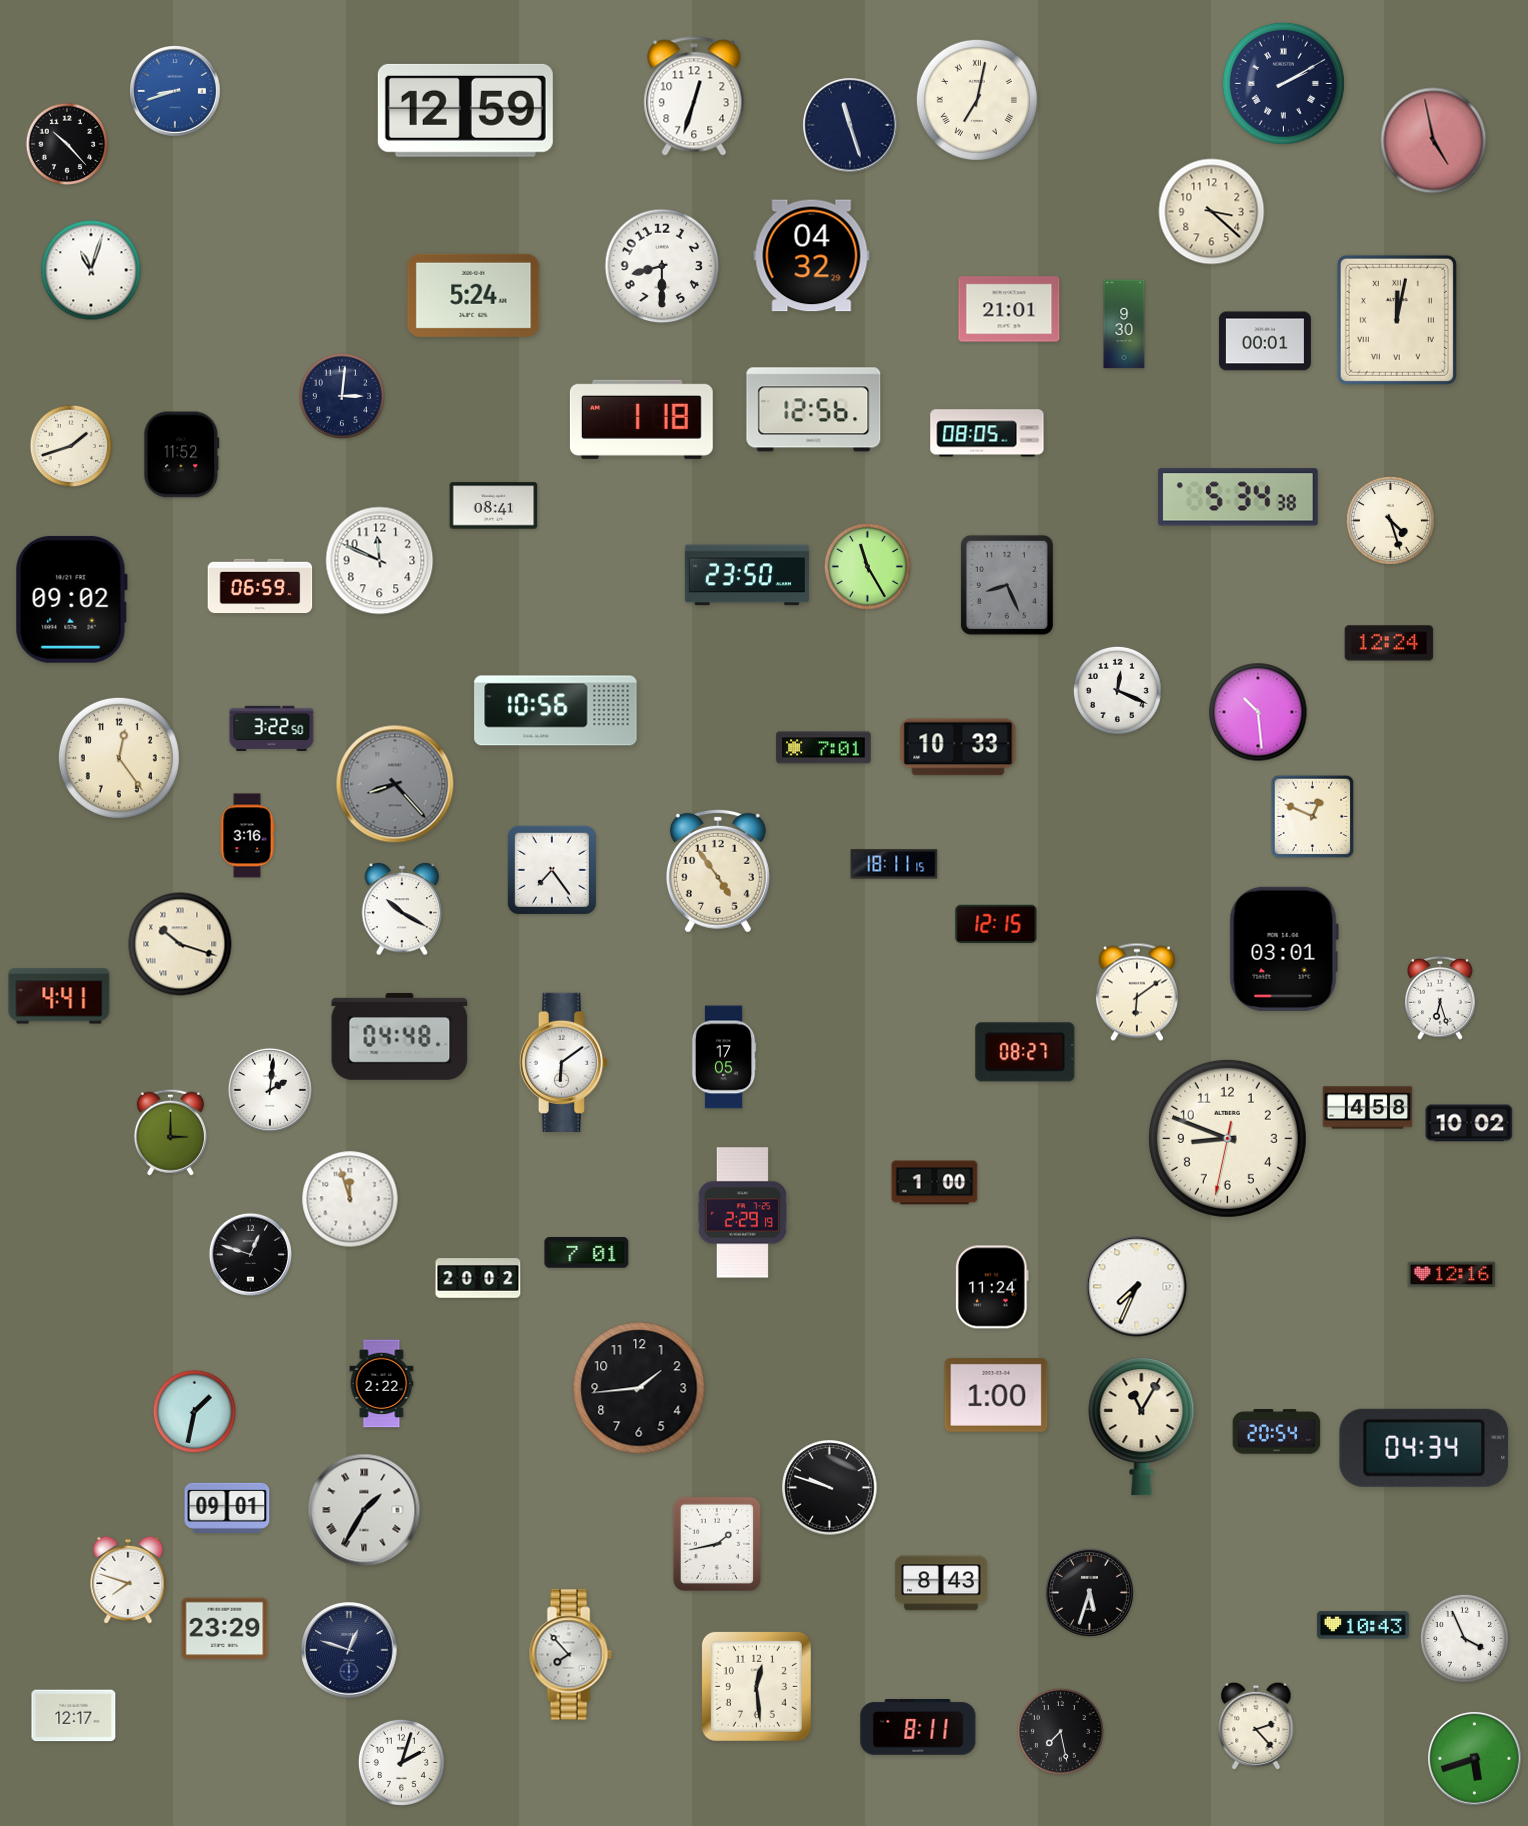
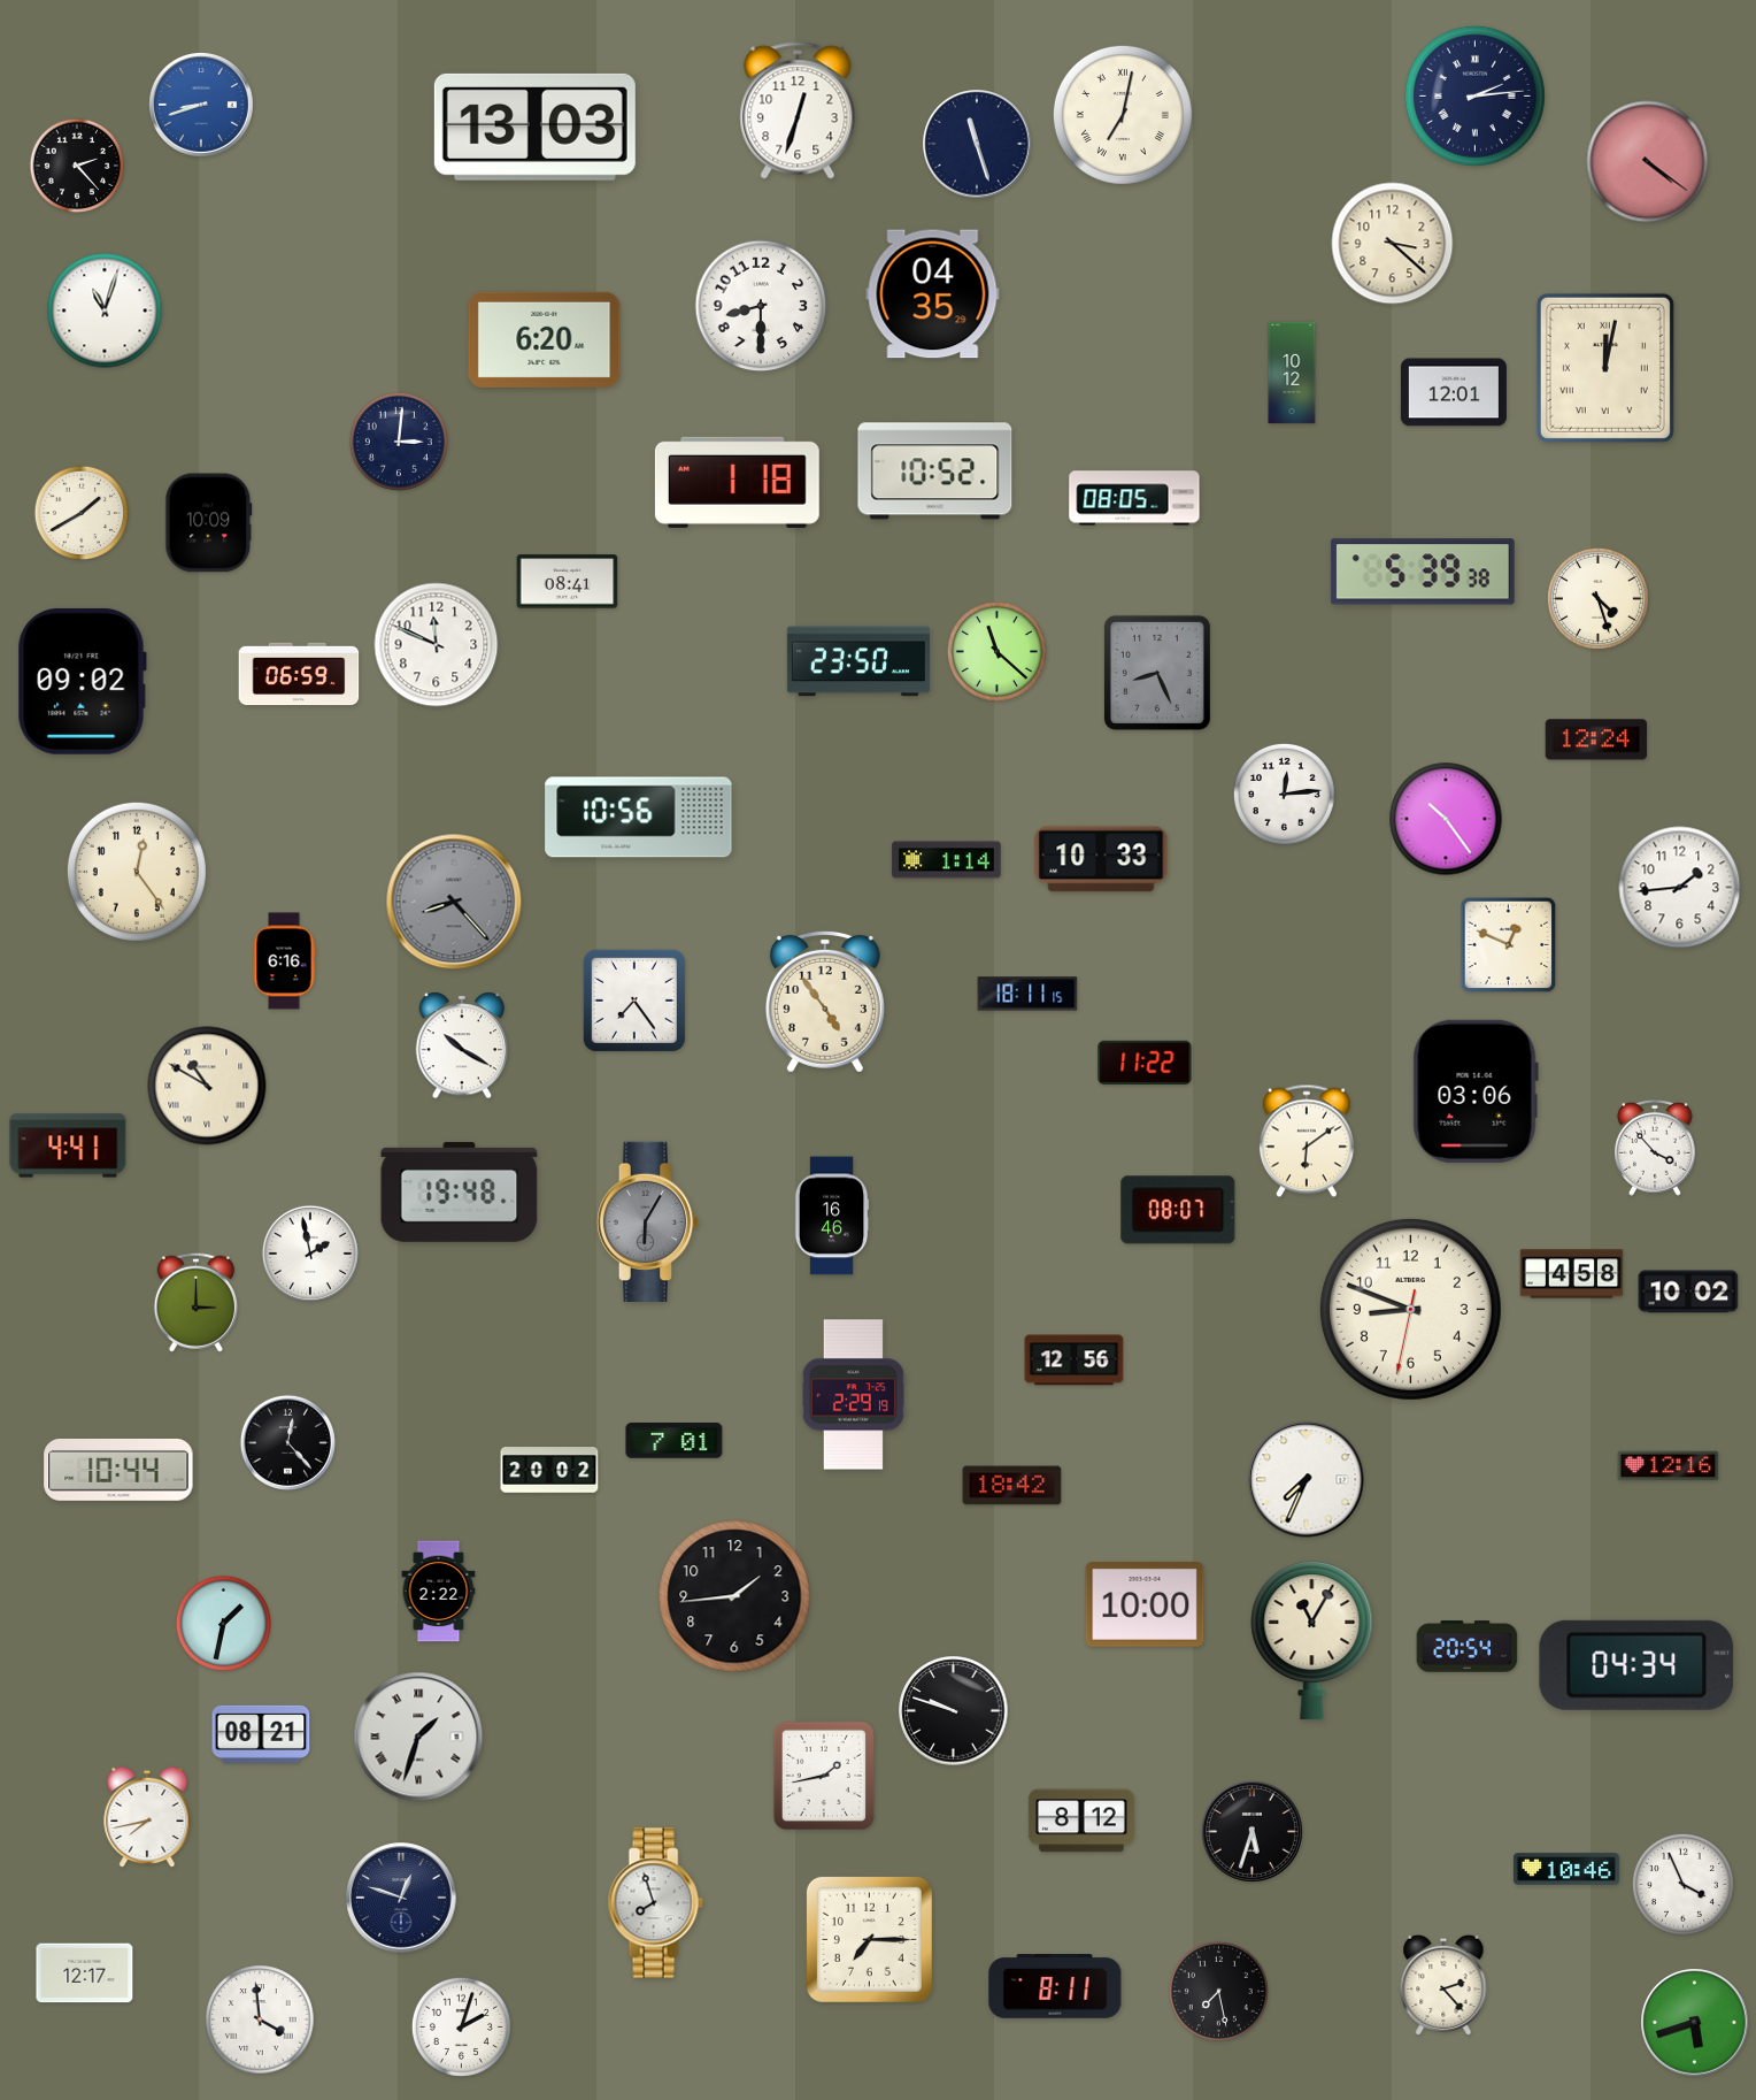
clock at (1283, 83): 2:10 -> 2:14
clock at (465, 110): 12:59 -> 13:03
clock at (1434, 141): 4:58 -> 4:21
clock at (67, 144): 10:23 -> 2:23
clock at (812, 256): 04:32 -> 04:35
clock at (474, 295): 5:24 -> 6:20
clock at (1009, 309): 21:01 -> none
clock at (1124, 324): 9:30 -> 10:12
clock at (1265, 341): 00:01 -> 12:01
clock at (342, 396) position: (342, 396) -> (399, 442)
clock at (814, 410): 12:56 -> 10:52
clock at (71, 446): 1:42 -> 1:40
clock at (182, 455): 11:52 -> 10:09
clock at (1238, 497): 5:34 -> 5:39
clock at (867, 566): 11:25 -> 11:22
clock at (71, 599) position: (71, 599) -> (82, 681)
clock at (1117, 690): 12:19 -> 12:14
clock at (1258, 712): 10:29 -> 10:24
clock at (272, 728): 3:22 -> none
clock at (824, 748): 7:01 -> 1:14
clock at (1680, 888): none -> 1:44
clock at (1313, 817) position: (1313, 817) -> (1509, 945)
clock at (247, 836): 3:16 -> 6:16
clock at (996, 923): 12:15 -> 11:22
clock at (180, 944): 10:18 -> 10:50
clock at (1284, 949): 03:01 -> 03:06
clock at (1441, 998): 6:27 -> 3:53
clock at (400, 1036): 04:48 -> 19:48
clock at (1025, 1052): 08:27 -> 08:07
clock at (724, 1057): 17:05 -> 16:46
clock at (564, 1062): 6:09 -> 6:05
clock at (564, 1062) dial: white -> grey
clock at (270, 1090): 2:01 -> 1:58
clock at (935, 1183): 1:00 -> 12:56
clock at (350, 1199): 11:57 -> none
clock at (250, 1254): 12:48 -> 12:23
clock at (118, 1470): none -> 10:44
clock at (993, 1287): 11:24 -> none
clock at (1012, 1486): none -> 18:42
clock at (996, 1396): 1:00 -> 10:00
clock at (227, 1508): 09:01 -> 08:21
clock at (364, 1510): 1:35 -> 1:33
clock at (128, 1580): 7:48 -> 7:43
clock at (941, 1583): 8:43 -> 8:12
clock at (1363, 1625): 10:43 -> 10:46
clock at (225, 1629): 23:29 -> none
clock at (570, 1655): 7:53 -> 7:57
clock at (756, 1686): 12:29 -> 7:15
clock at (260, 2019): none -> 3:59
